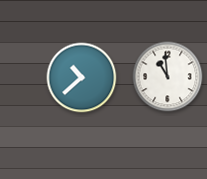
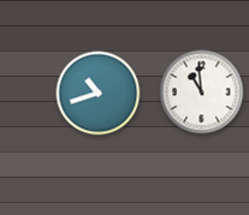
clock at (82, 78): 10:38 -> 10:42
